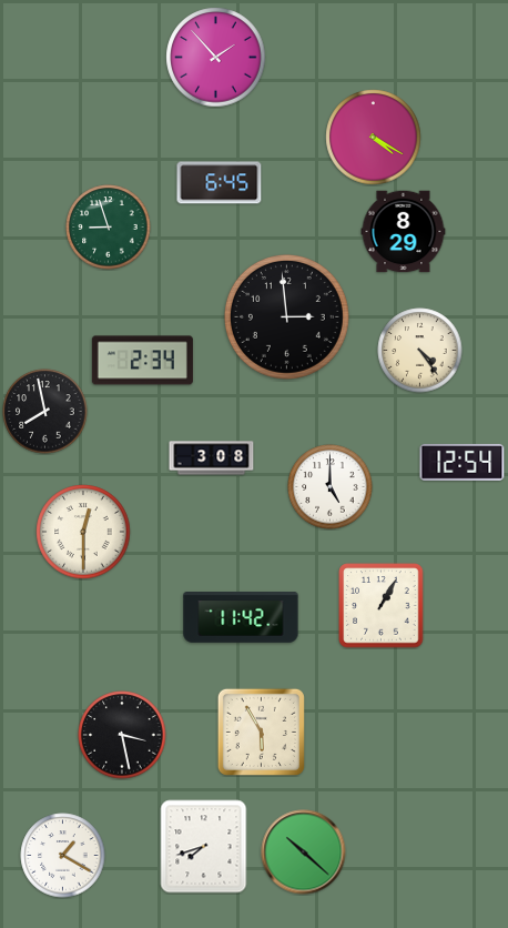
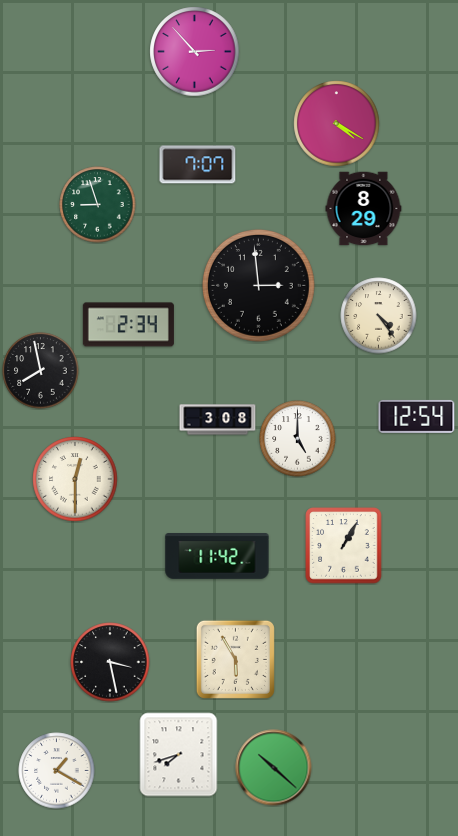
clock at (216, 58): 1:53 -> 2:53
clock at (220, 183): 6:45 -> 7:07
clock at (212, 458) position: (212, 458) -> (218, 420)
clock at (204, 847) position: (204, 847) -> (179, 755)
